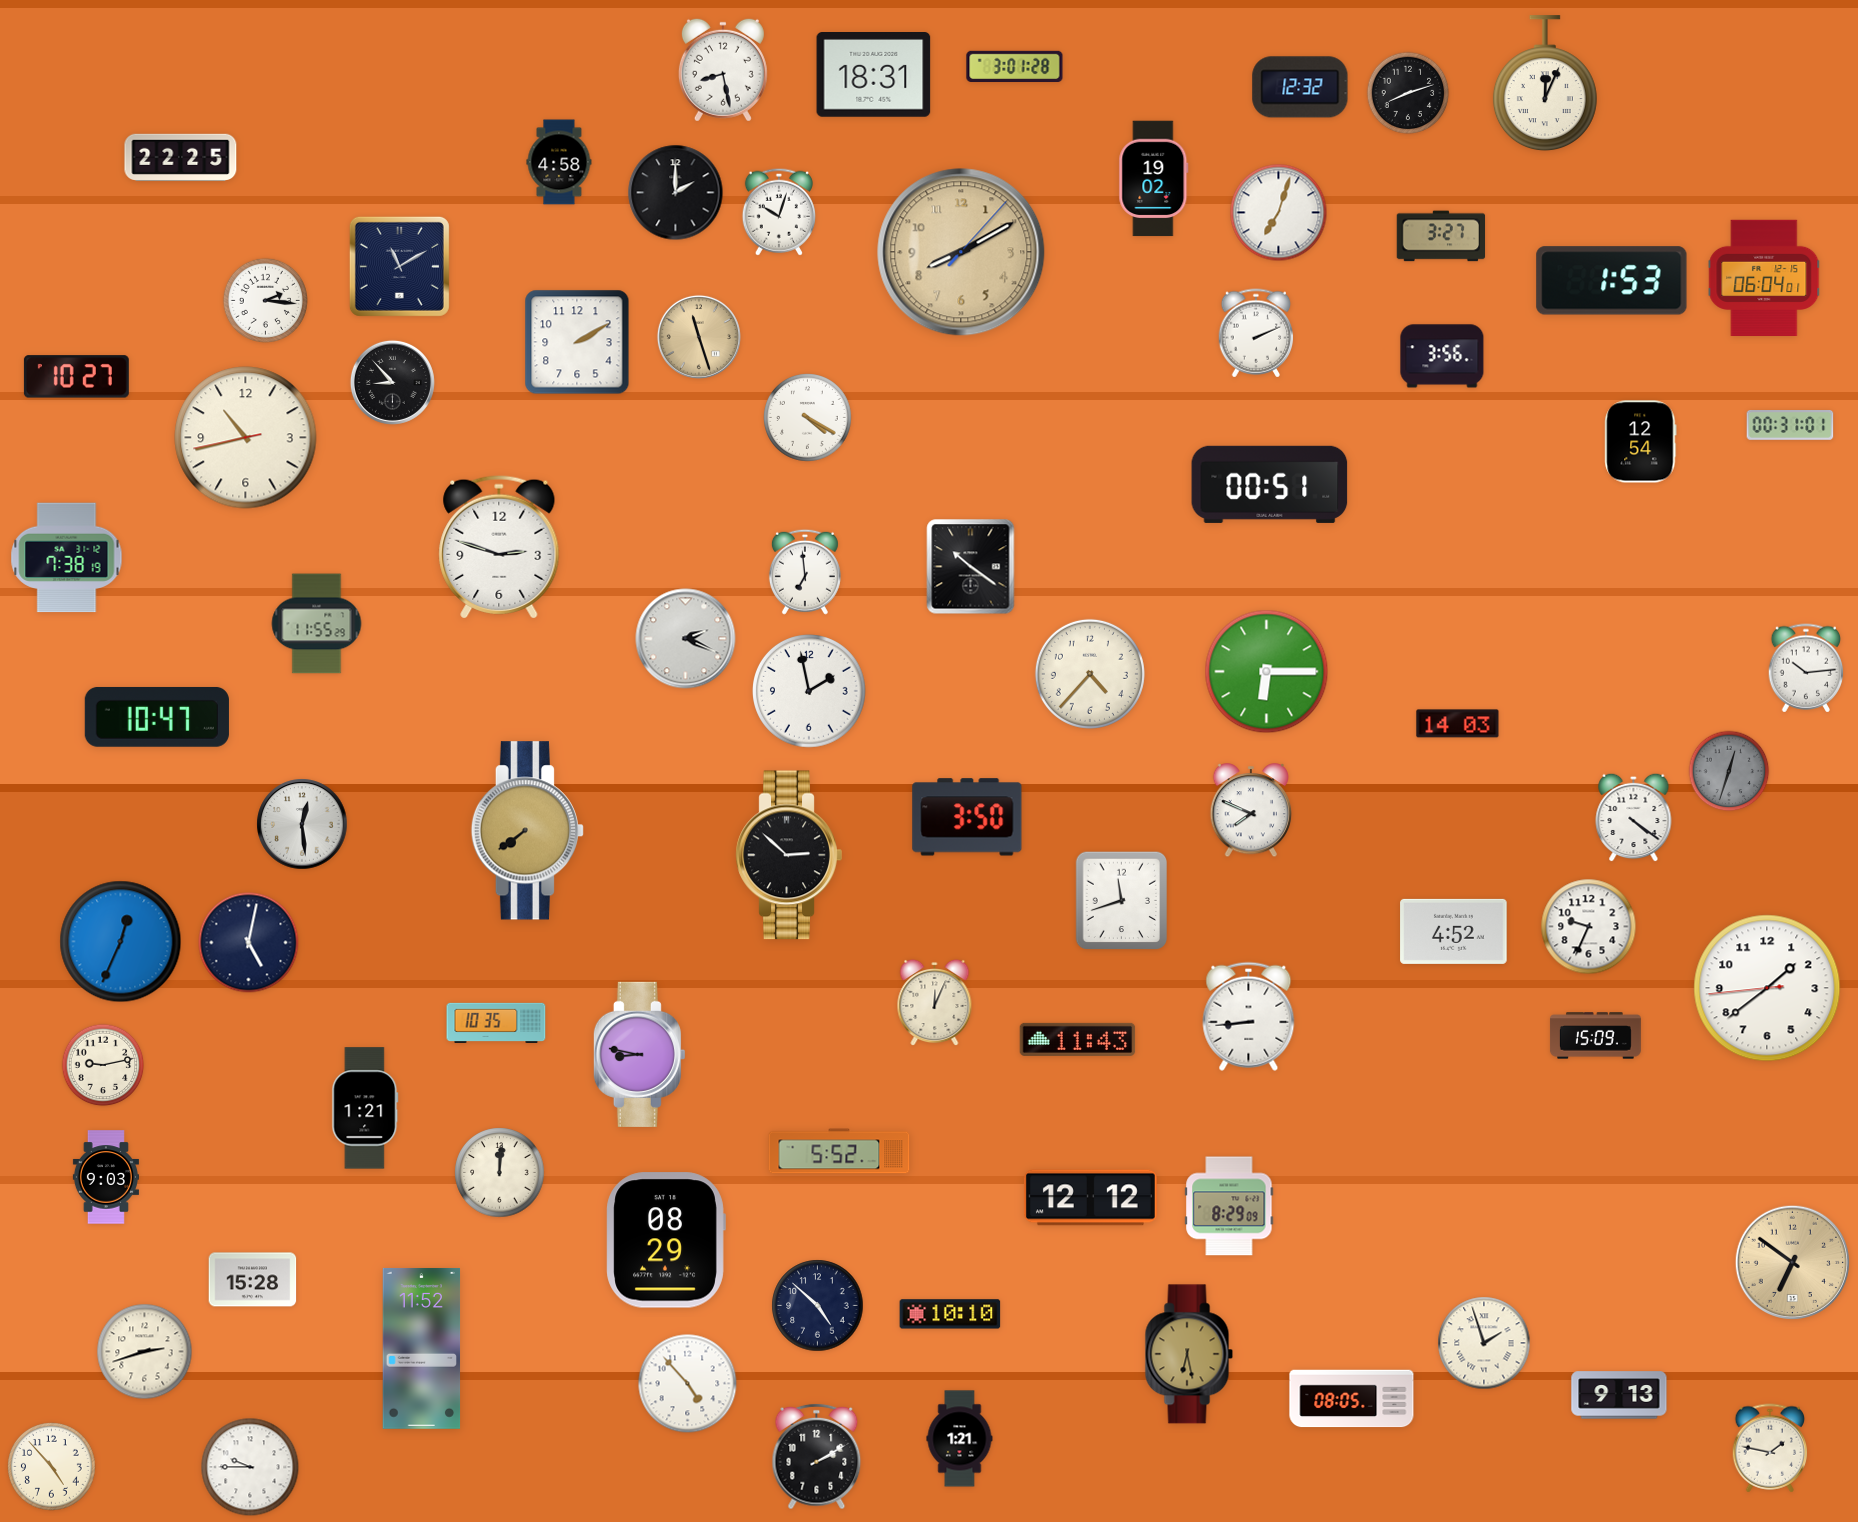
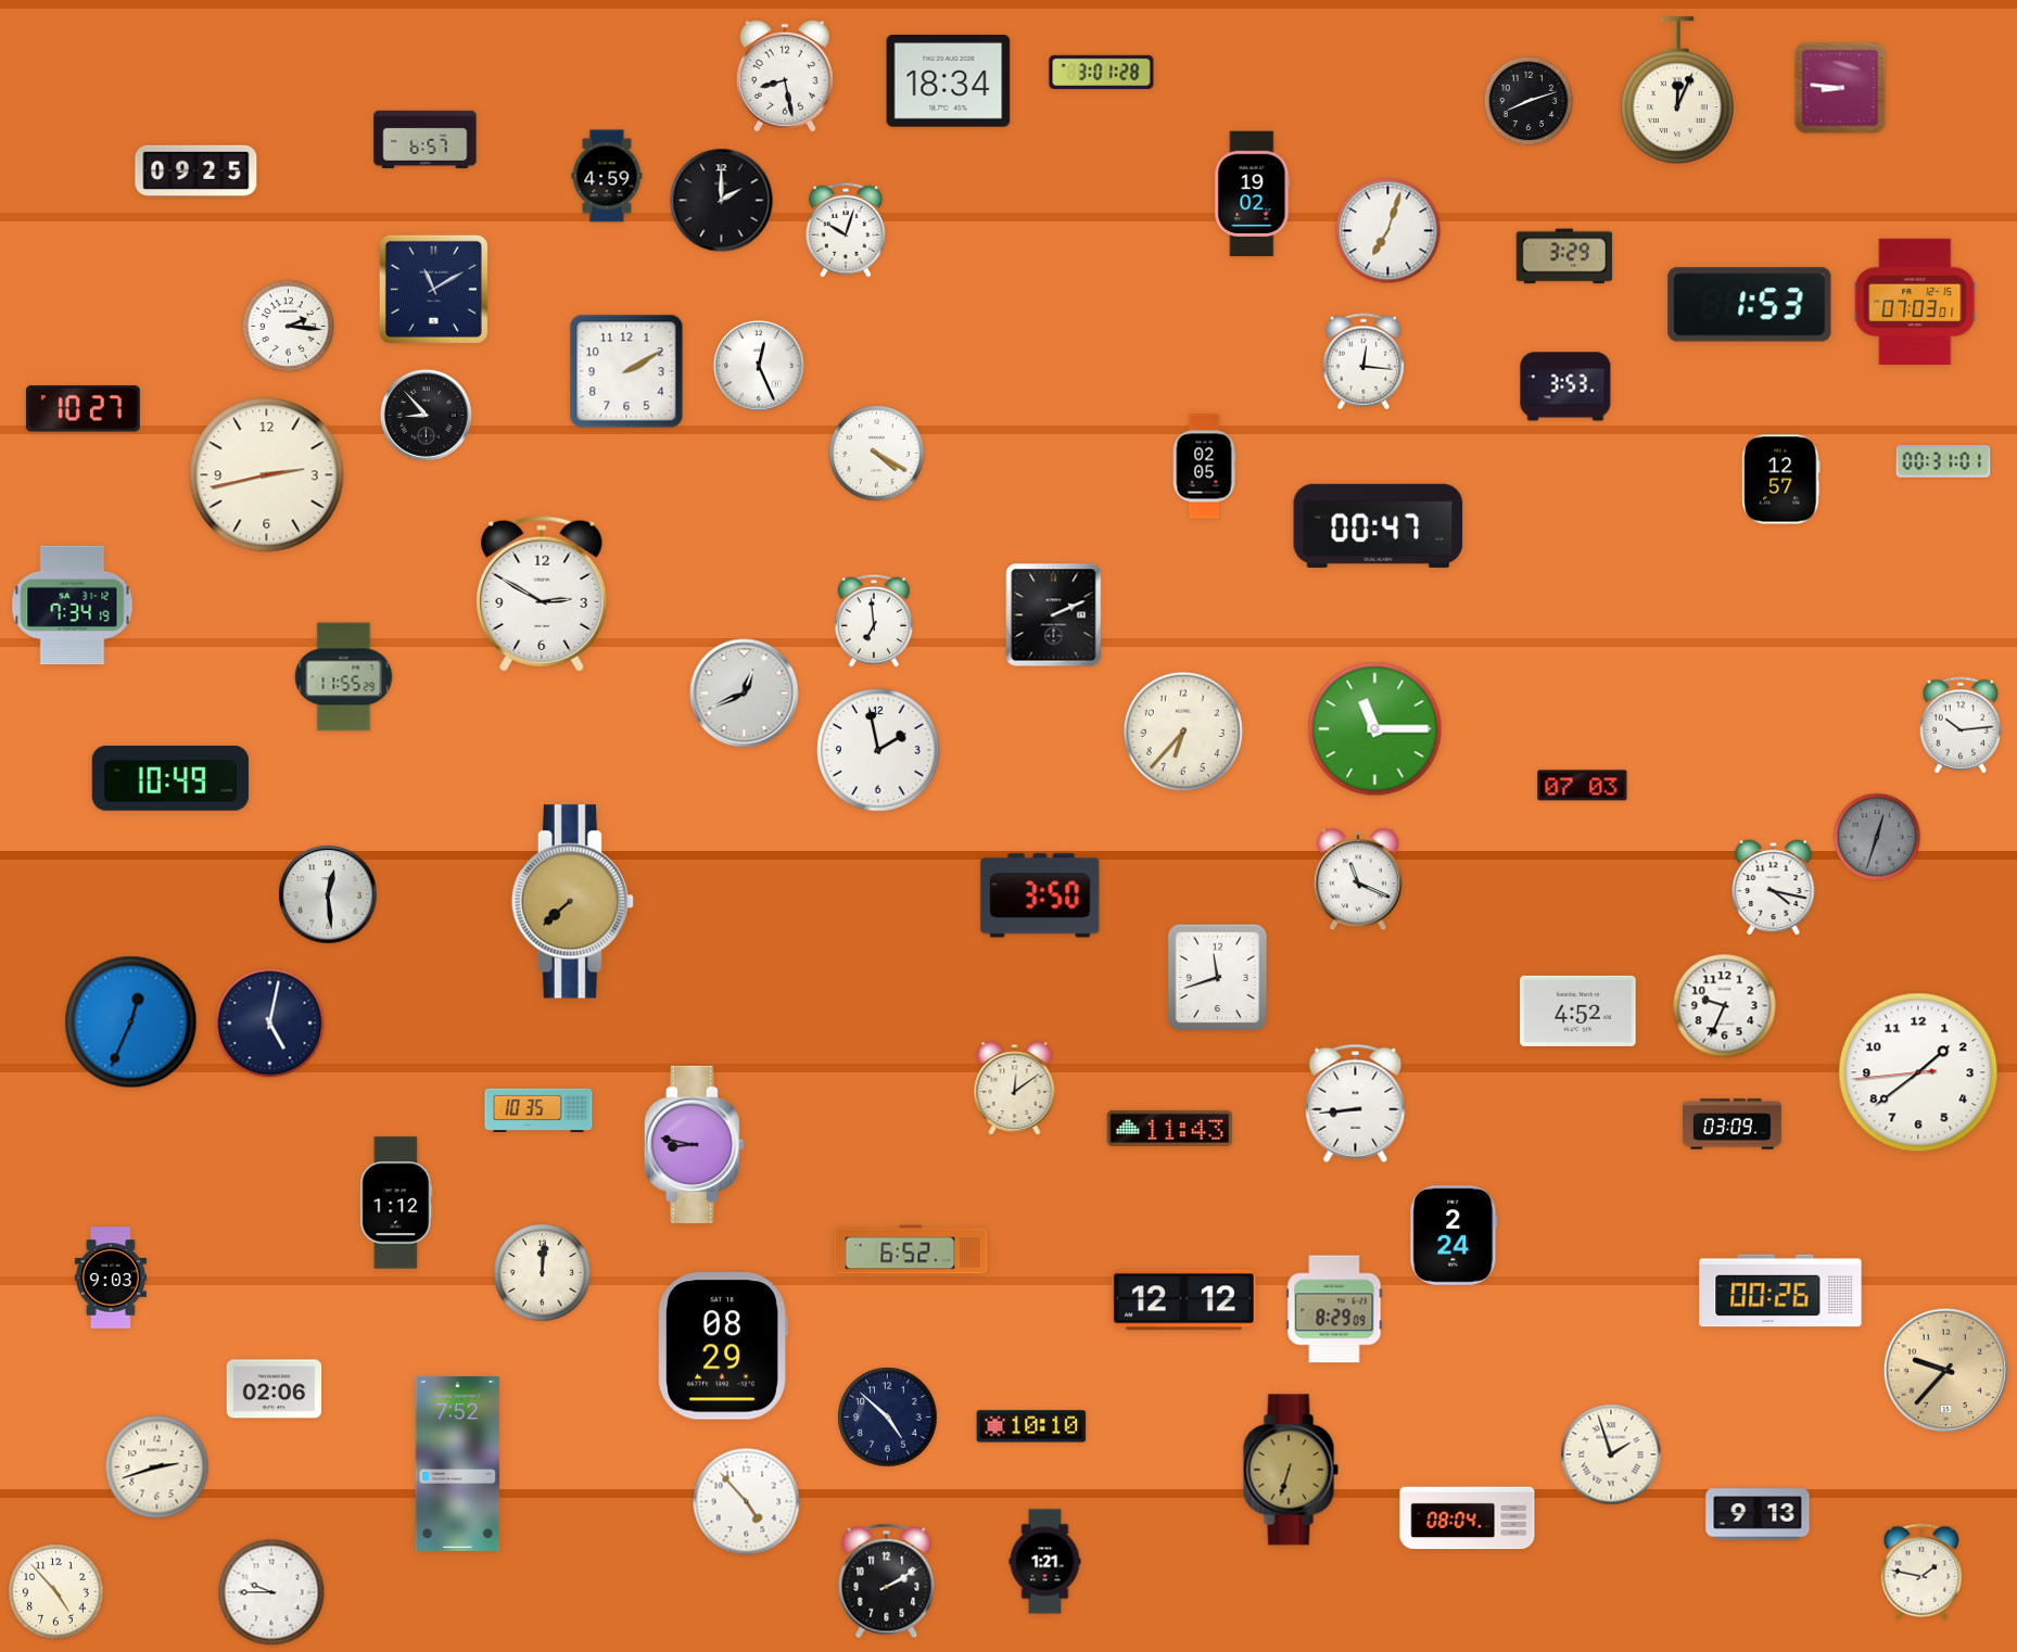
clock at (874, 75): 18:31 -> 18:34
clock at (1840, 88): none -> 8:46
clock at (1300, 87): 12:32 -> none
clock at (426, 140): none -> 6:57
clock at (181, 157): 22:25 -> 09:25
clock at (559, 162): 4:58 -> 4:59
clock at (676, 193) position: (676, 193) -> (722, 201)
clock at (1441, 236): 3:27 -> 3:29
clock at (961, 252): 8:10 -> none
clock at (1764, 278): 06:04 -> 07:03
clock at (1256, 333): 2:11 -> 12:16
clock at (699, 337): 11:27 -> 12:26
clock at (699, 337) dial: champagne -> white
clock at (1442, 356): 3:56 -> 3:53
clock at (1204, 467): none -> 02:05
clock at (246, 438): 10:42 -> 2:42
clock at (1641, 442): 12:54 -> 12:57
clock at (1270, 484): 00:51 -> 00:47
clock at (499, 547): 2:48 -> 2:50
clock at (67, 558): 7:38 -> 7:34
clock at (971, 567): 10:21 -> 2:11
clock at (686, 639): 2:19 -> 12:41
clock at (1267, 672): 6:15 -> 11:15
clock at (1090, 674): 4:37 -> 6:37
clock at (157, 717): 10:47 -> 10:49
clock at (1458, 724): 14:03 -> 07:03
clock at (1251, 811): 7:49 -> 11:19
clock at (967, 817) position: (967, 817) -> (1040, 895)
clock at (1634, 817): 4:21 -> 4:17
clock at (527, 831): 7:39 -> 7:38
clock at (789, 855): 2:52 -> none
clock at (935, 1003): 12:04 -> 12:09
clock at (1595, 1036): 15:09 -> 03:09
clock at (103, 1065): 9:13 -> none
clock at (365, 1108): 1:21 -> 1:12
clock at (1454, 1236): none -> 2:24
clock at (839, 1151): 5:52 -> 6:52
clock at (106, 1177) position: (106, 1177) -> (111, 1278)
clock at (1780, 1291): none -> 00:26
clock at (1792, 1262): 6:51 -> 9:37
clock at (253, 1280): 15:28 -> 02:06
clock at (1484, 1343) position: (1484, 1343) -> (1611, 1454)
clock at (422, 1348): 11:52 -> 7:52
clock at (1189, 1354): 6:28 -> 6:33
clock at (1352, 1399): 08:05 -> 08:04
clock at (960, 1439) position: (960, 1439) -> (1045, 1562)
